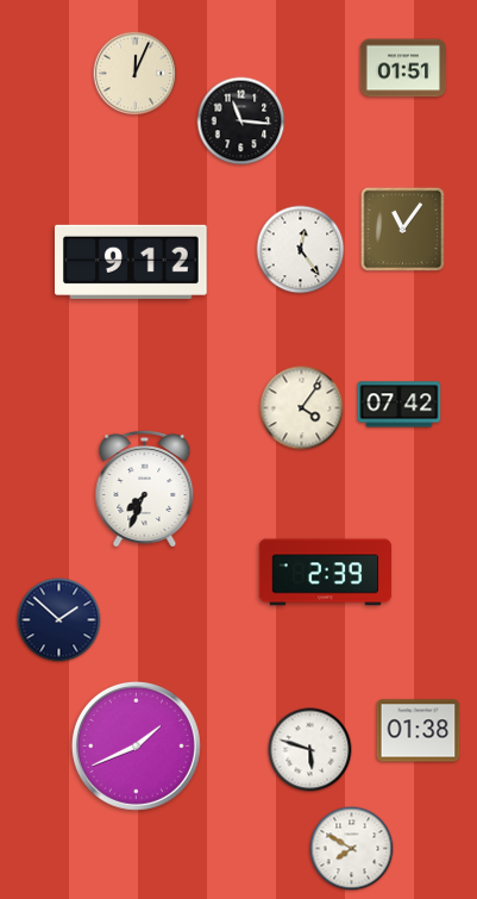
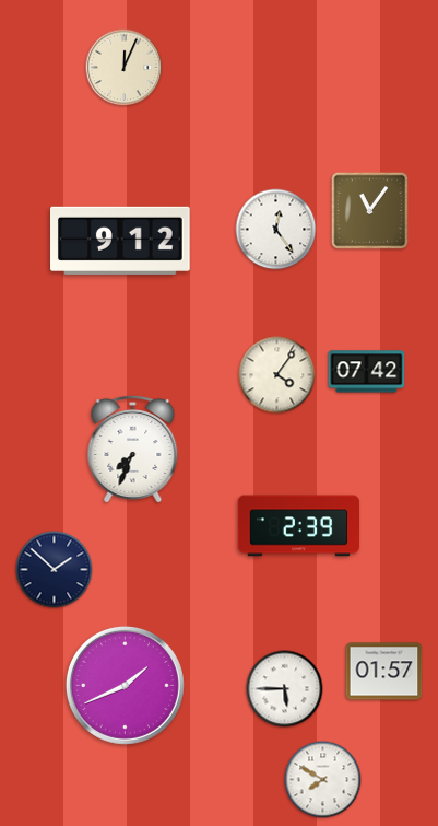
clock at (403, 68): 01:51 -> none
clock at (241, 121): 11:16 -> none
clock at (419, 731): 01:38 -> 01:57
clock at (310, 750): 5:48 -> 5:45
